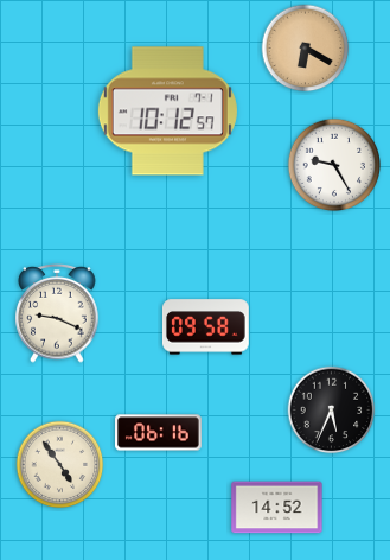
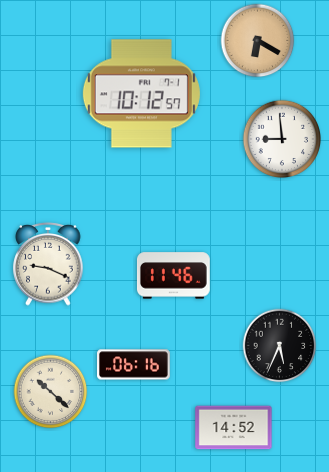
clock at (334, 165): 9:25 -> 8:59
clock at (205, 327): 09:58 -> 11:46
clock at (60, 465): 4:54 -> 10:22
